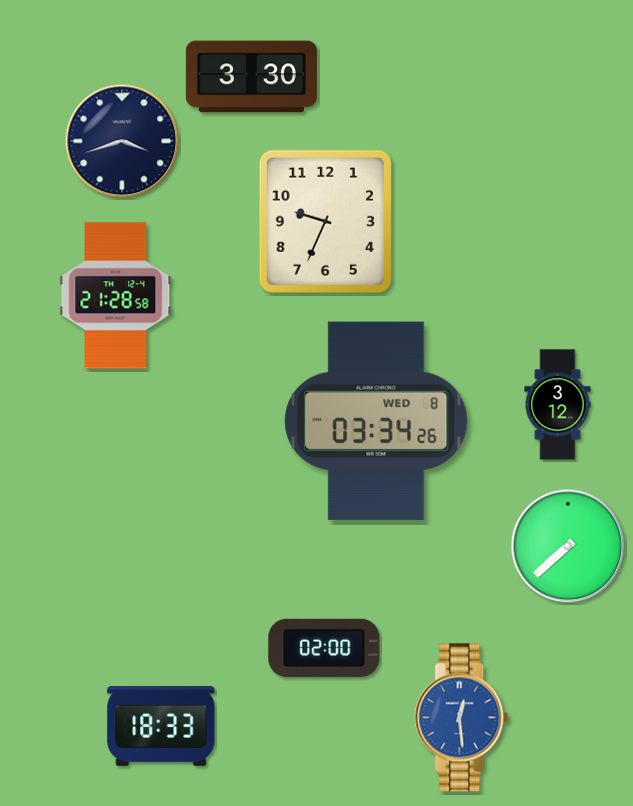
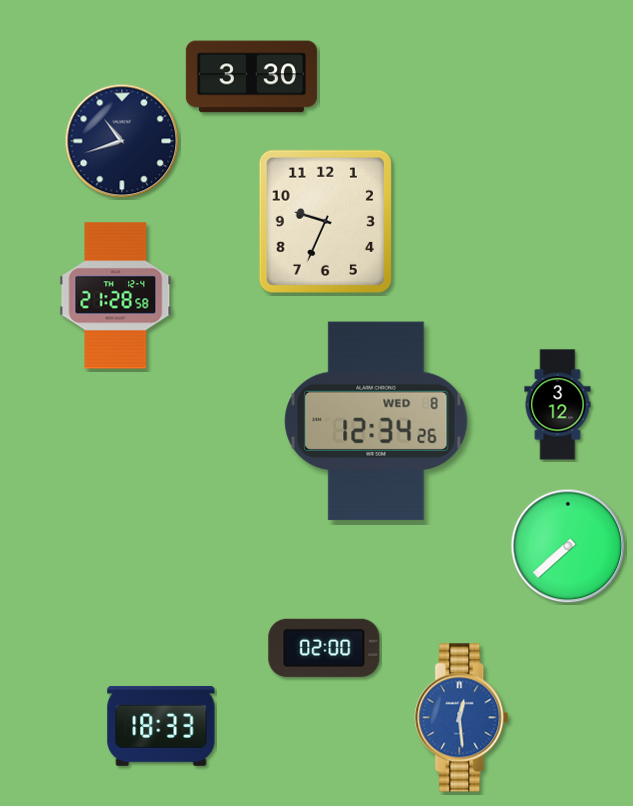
clock at (122, 141): 3:42 -> 10:42
clock at (376, 421): 03:34 -> 12:34
